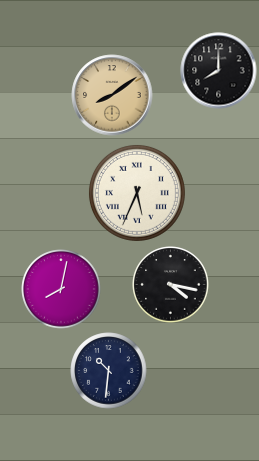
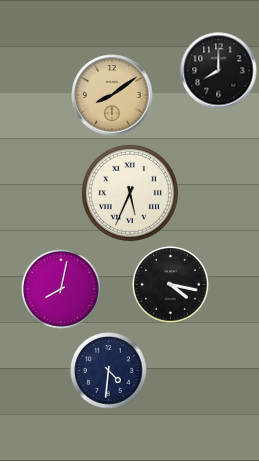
clock at (137, 193) position: (137, 193) -> (130, 193)
clock at (109, 371): 10:31 -> 4:31
